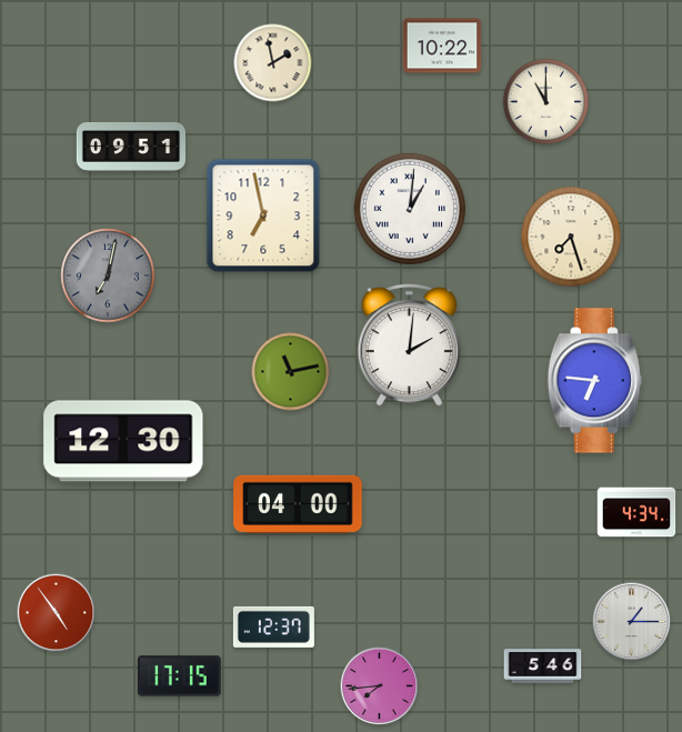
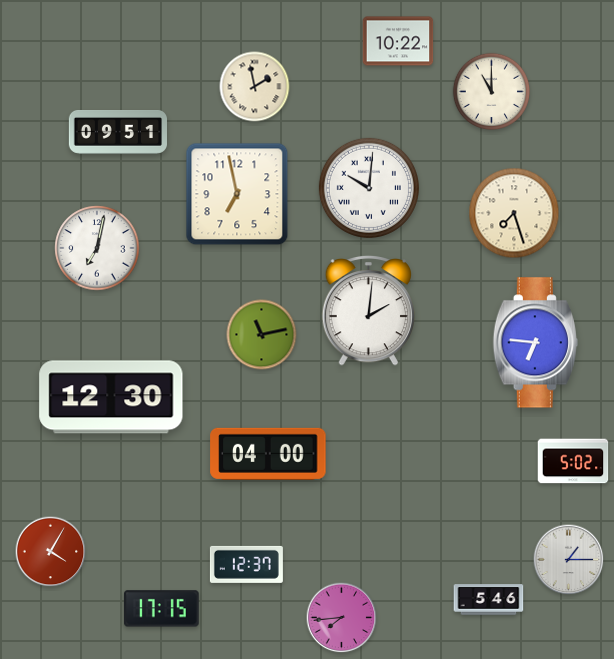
clock at (273, 63) position: (273, 63) -> (255, 87)
clock at (410, 209): 1:01 -> 10:01
clock at (108, 275) dial: grey -> white
clock at (636, 512): 4:34 -> 5:02
clock at (57, 613): 4:54 -> 4:05
